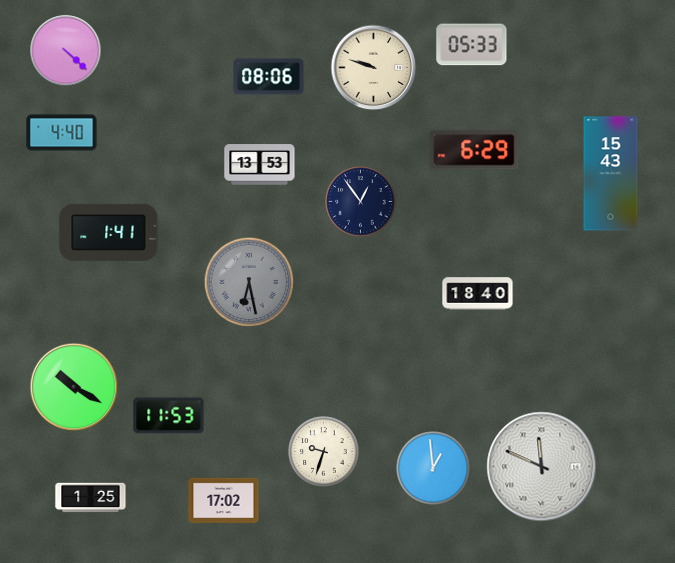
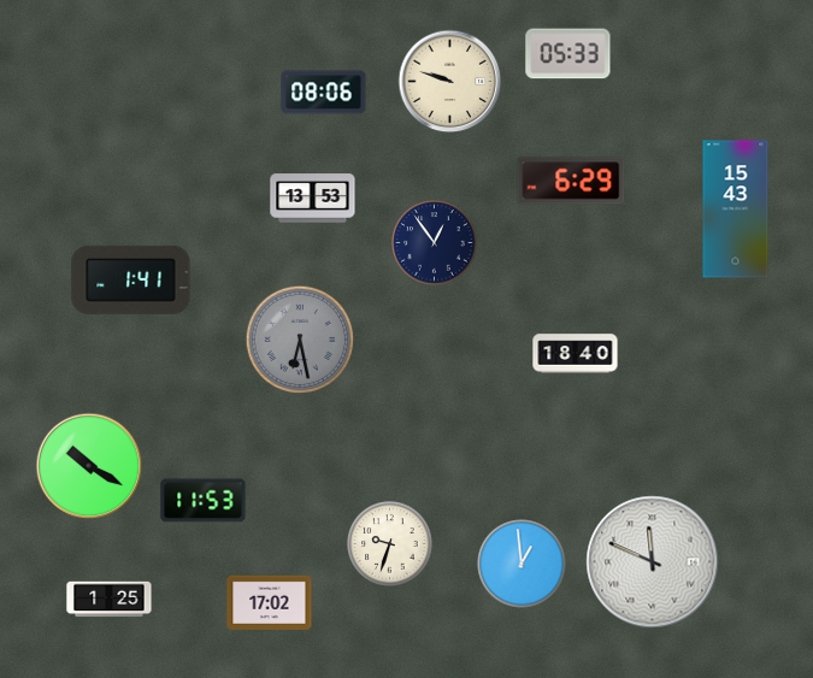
clock at (66, 51): 4:22 -> none
clock at (62, 133): 4:40 -> none
